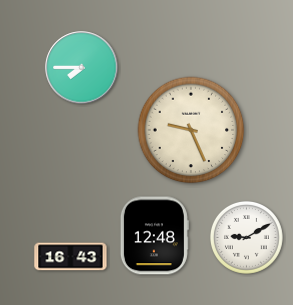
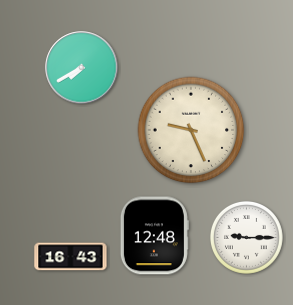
clock at (82, 68): 7:45 -> 7:40
clock at (246, 237): 9:10 -> 9:15
